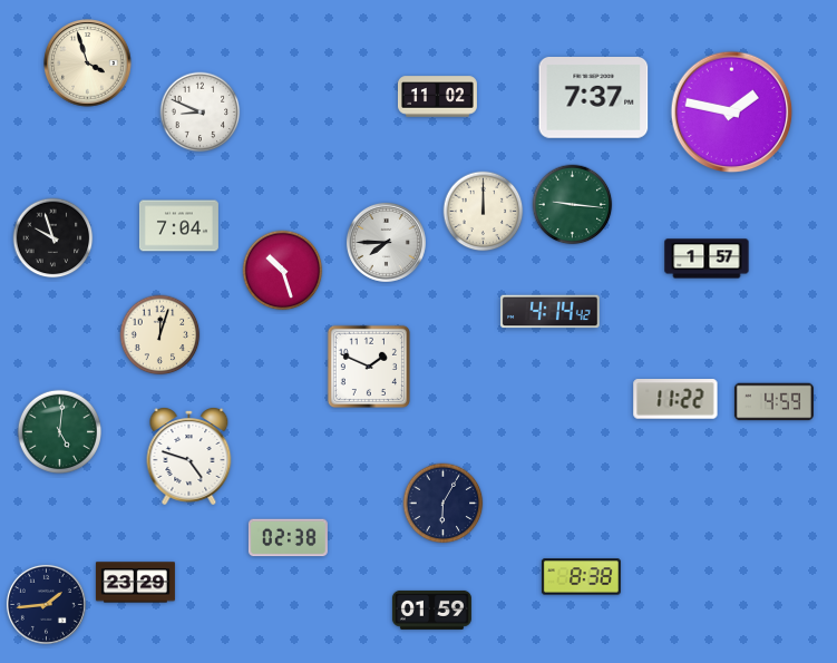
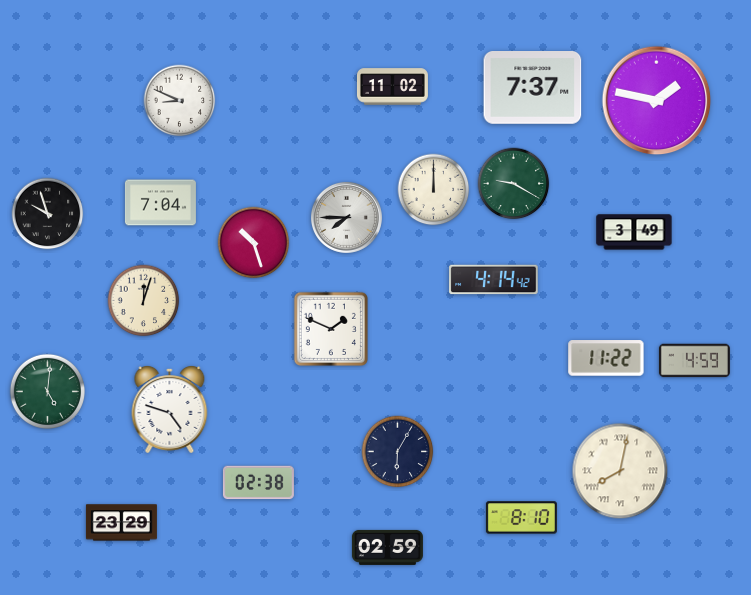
clock at (88, 64): 3:57 -> none
clock at (573, 205): 9:16 -> 9:20
clock at (707, 259): 1:57 -> 3:49
clock at (59, 431) position: (59, 431) -> (47, 391)
clock at (620, 471): none -> 8:02
clock at (581, 577): 8:38 -> 8:10
clock at (46, 604): 1:44 -> none
clock at (431, 610): 01:59 -> 02:59
